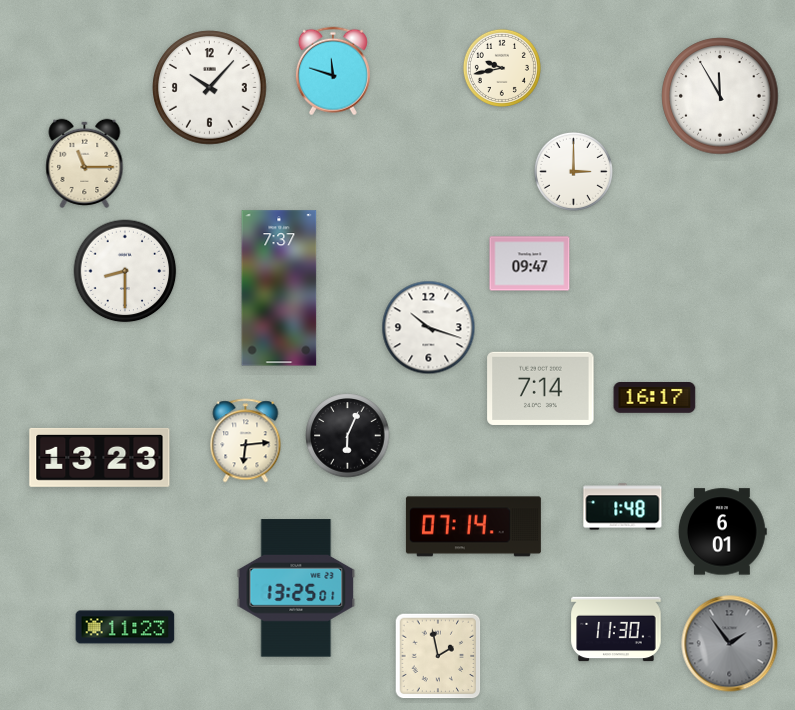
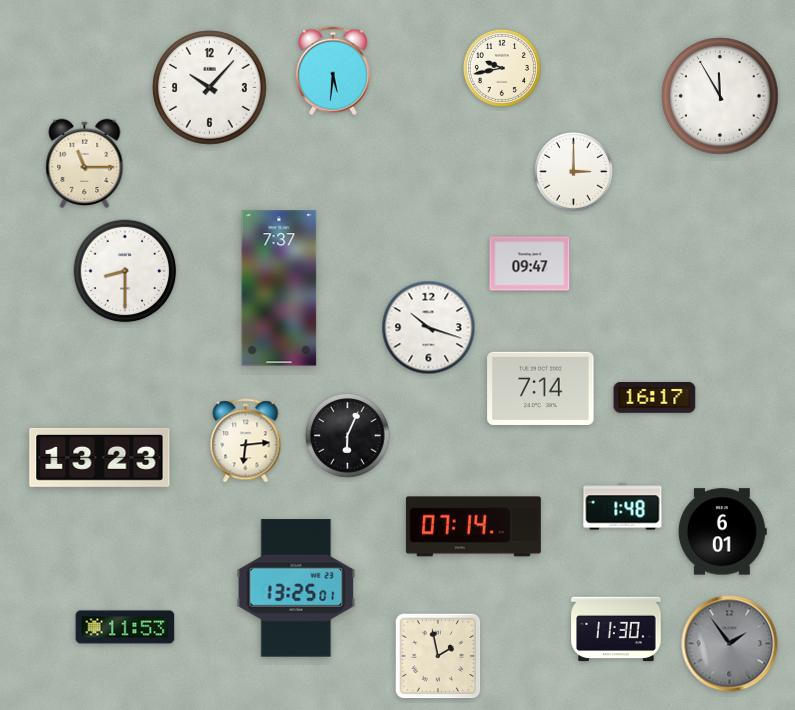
clock at (333, 71): 11:48 -> 5:31
clock at (125, 627): 11:23 -> 11:53
